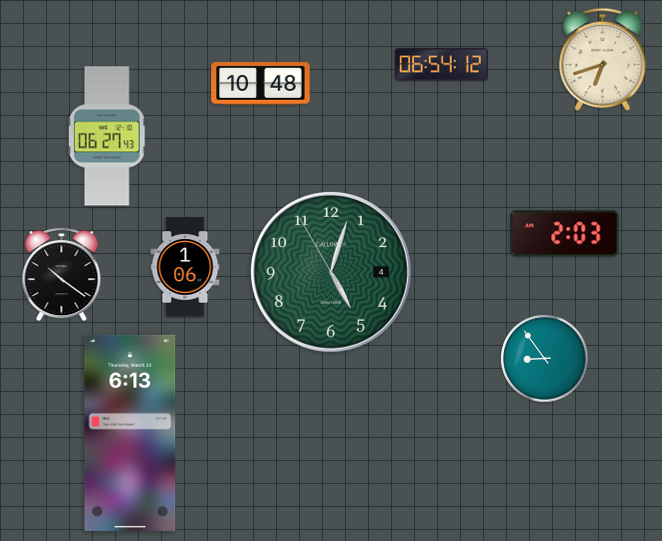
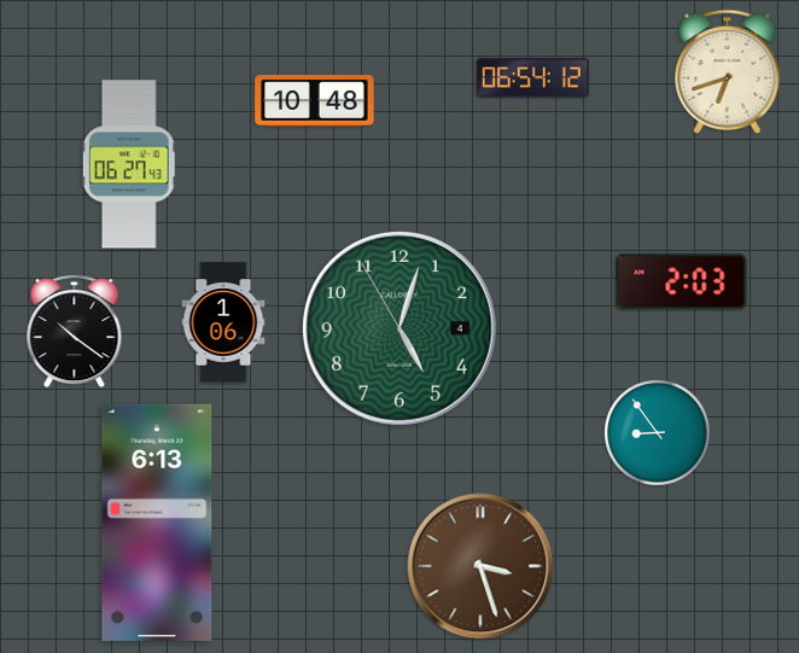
clock at (480, 566): none -> 3:27
